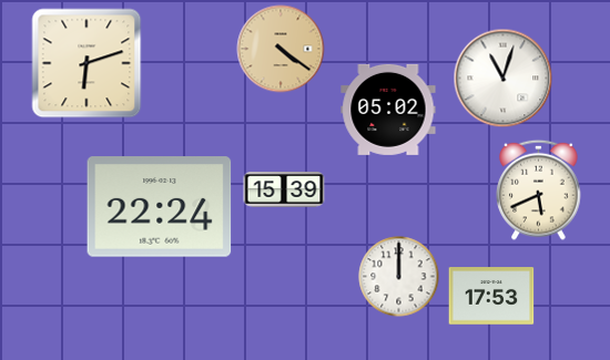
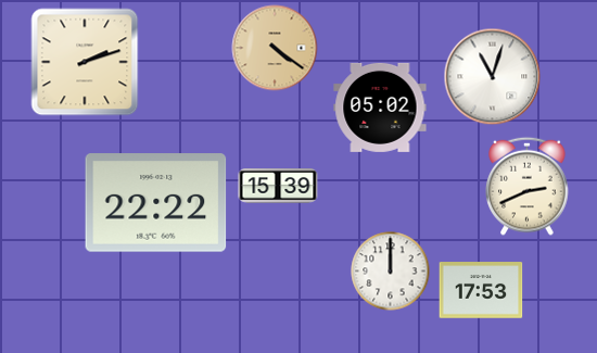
clock at (87, 63): 6:12 -> 2:12
clock at (539, 189): 5:41 -> 2:41
clock at (160, 207): 22:24 -> 22:22
